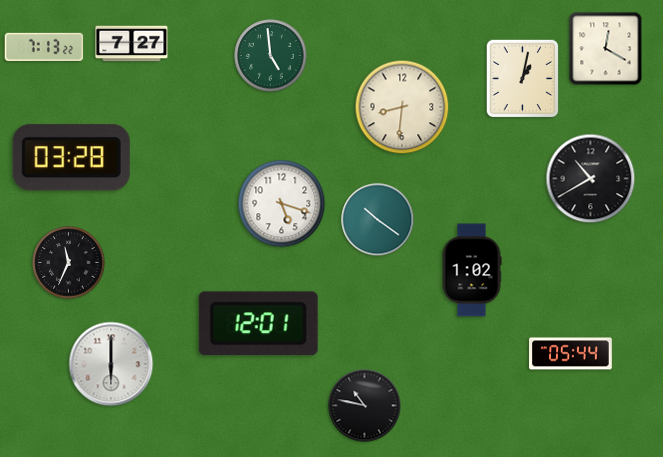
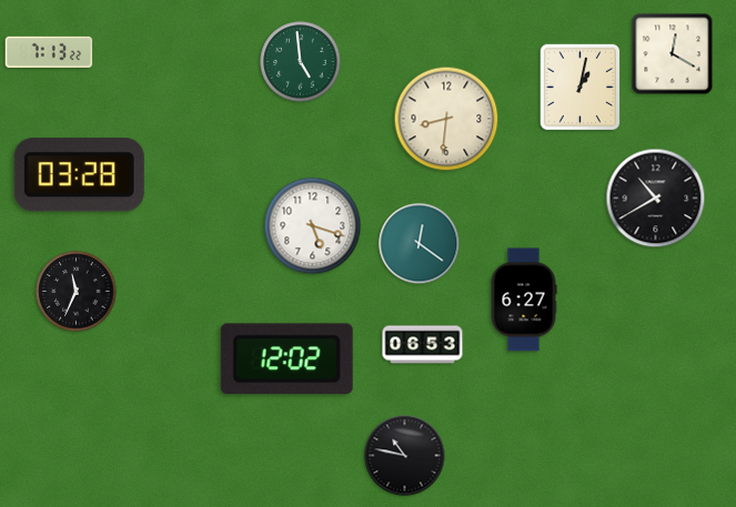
clock at (132, 44): 7:27 -> none
clock at (378, 220): 10:21 -> 12:21
clock at (472, 270): 1:02 -> 6:27
clock at (423, 345): none -> 06:53
clock at (258, 324): 12:01 -> 12:02
clock at (571, 354): 05:44 -> none
clock at (111, 364): 6:00 -> none
clock at (365, 406) position: (365, 406) -> (405, 456)
